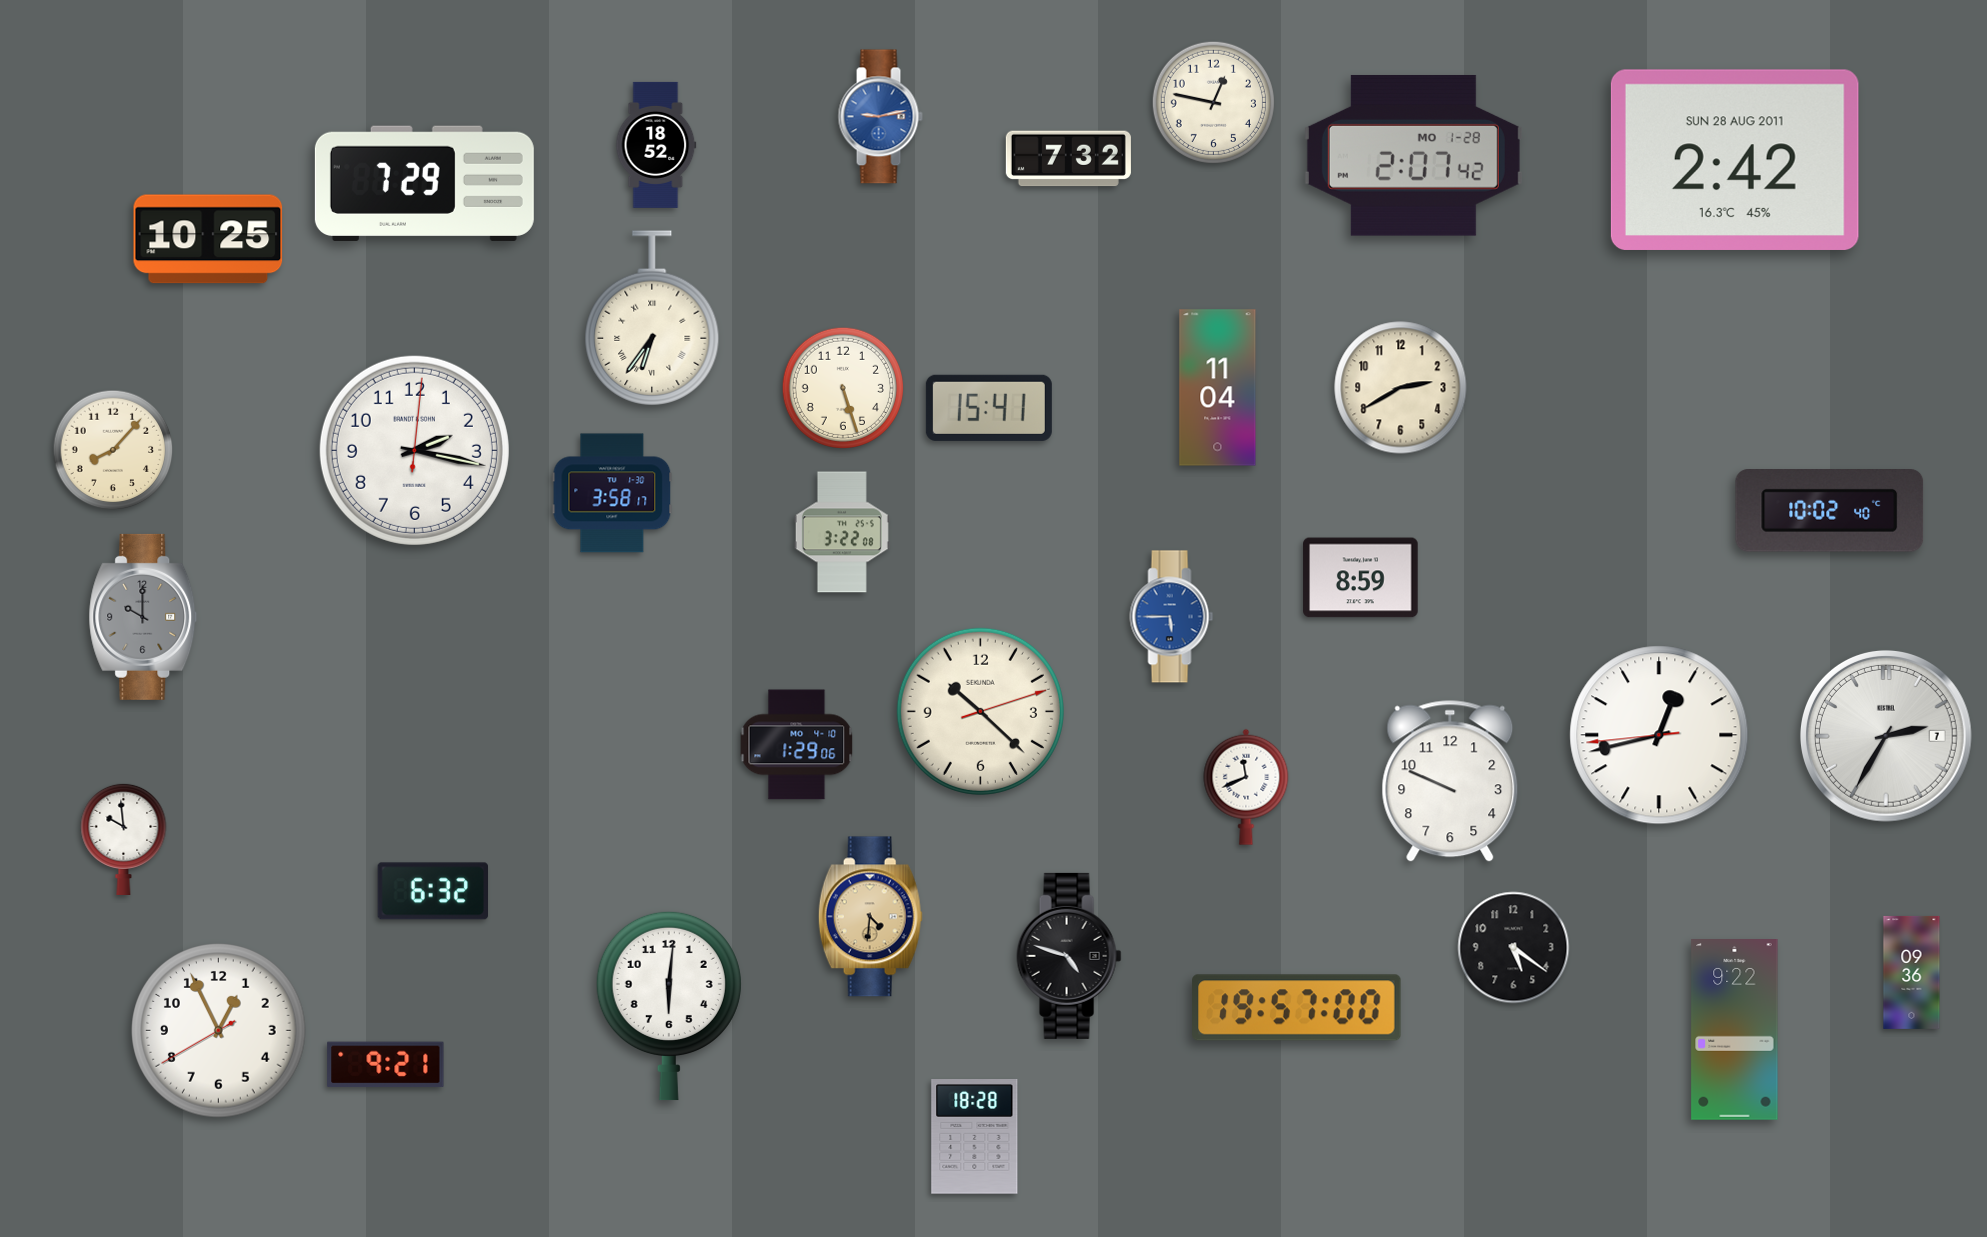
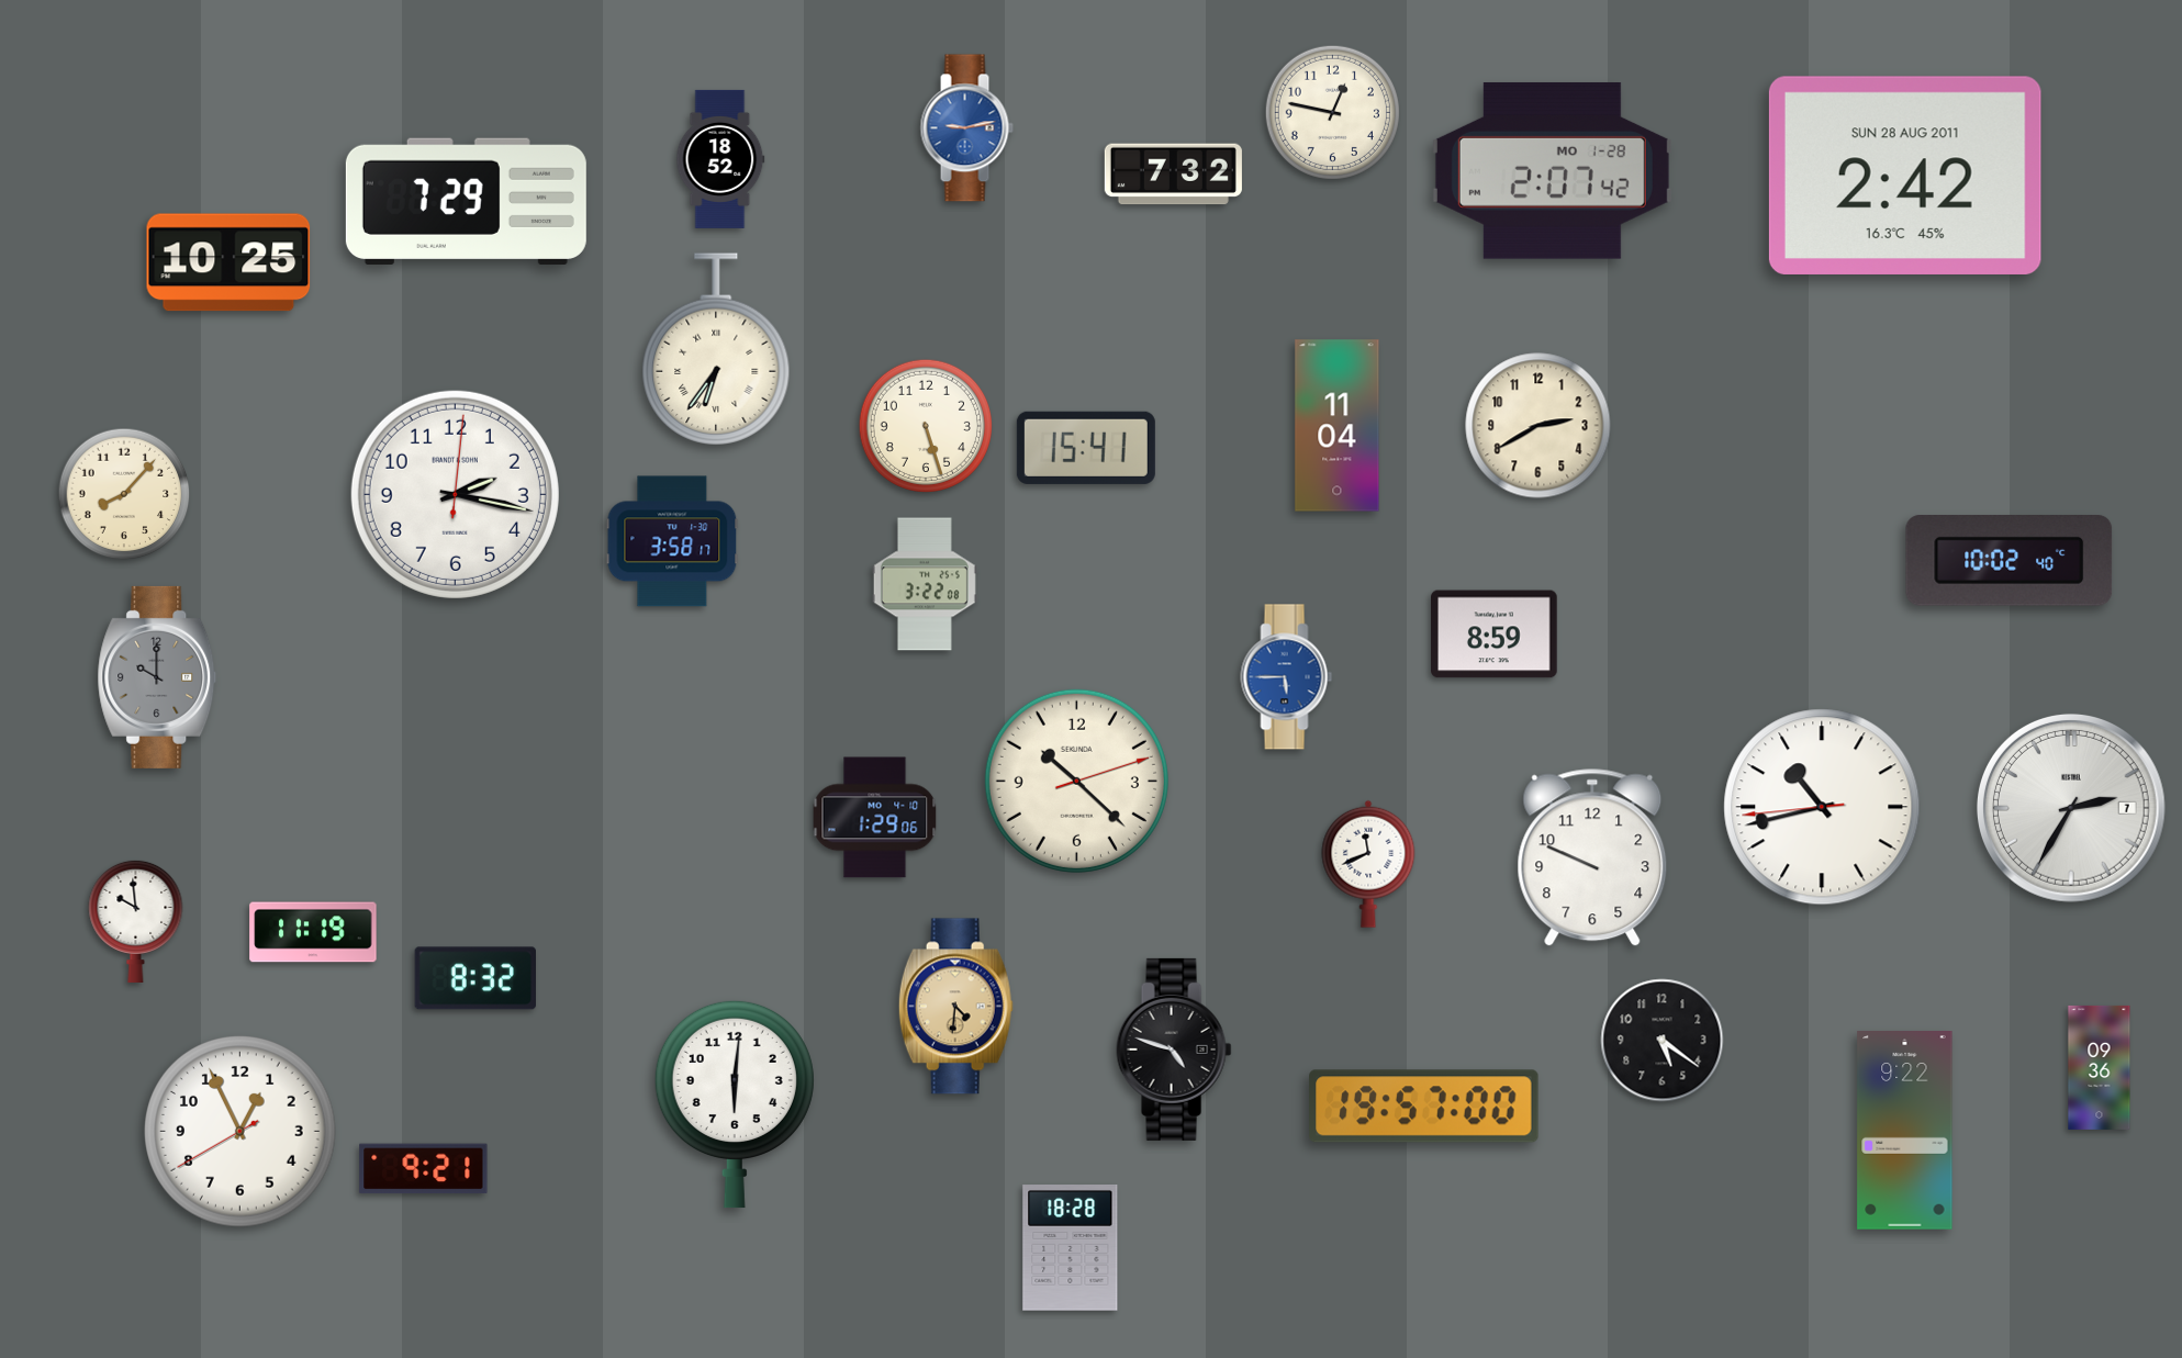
clock at (1659, 735): 12:42 -> 10:42
clock at (313, 932): none -> 11:19
clock at (432, 891): 6:32 -> 8:32
